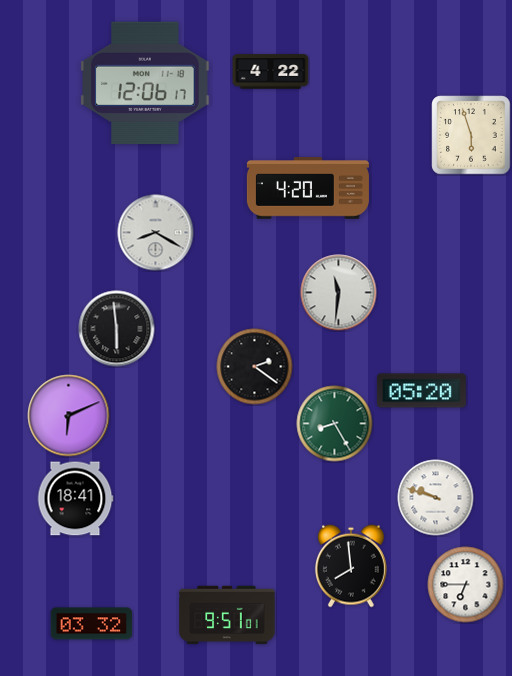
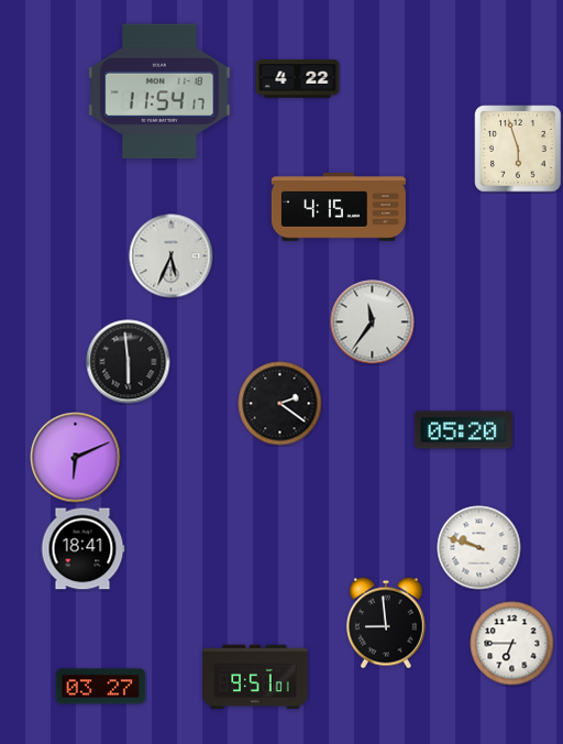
clock at (145, 83): 12:06 -> 11:54
clock at (308, 188): 4:20 -> 4:15
clock at (156, 233): 8:20 -> 5:34
clock at (339, 293): 11:31 -> 11:36
clock at (335, 424): 8:25 -> none
clock at (351, 566): 7:59 -> 8:59
clock at (227, 615) position: (227, 615) -> (255, 677)
clock at (92, 624): 03:32 -> 03:27
